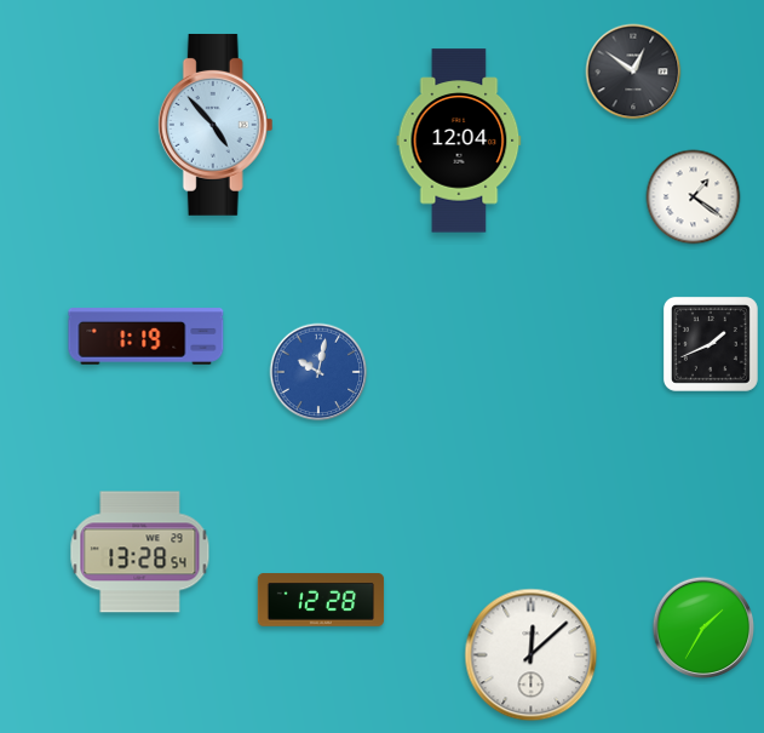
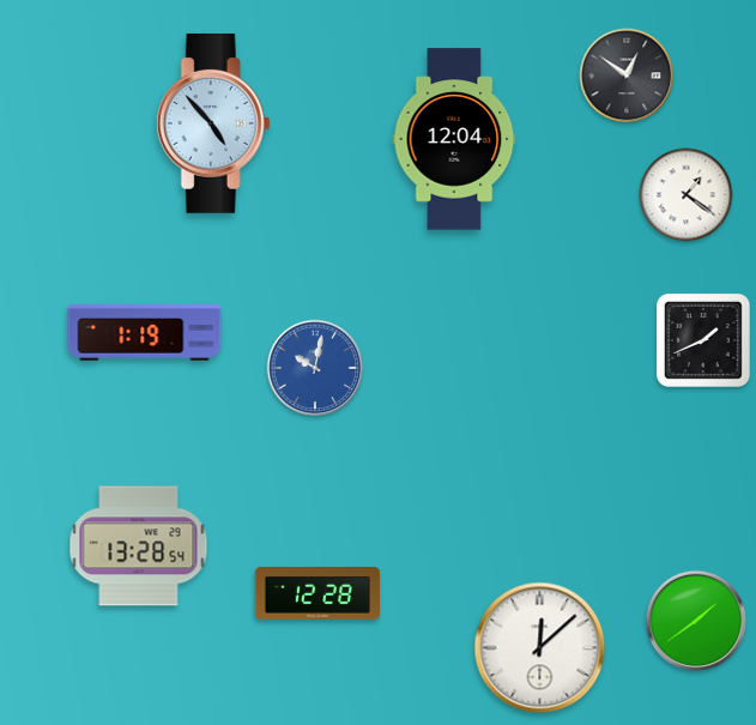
clock at (633, 71) position: (633, 71) -> (627, 75)
clock at (703, 628): 1:35 -> 1:39
clock at (532, 655) position: (532, 655) -> (540, 648)
